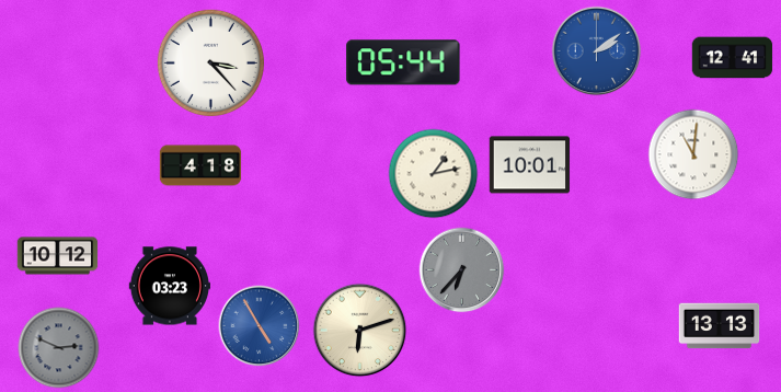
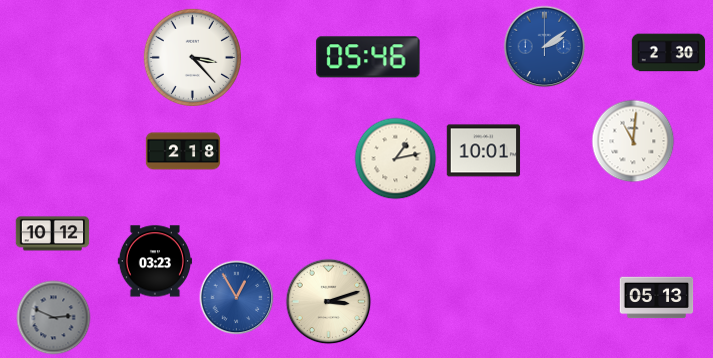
clock at (733, 58): 12:41 -> 2:30
clock at (403, 62): 05:44 -> 05:46
clock at (200, 165): 4:18 -> 2:18
clock at (462, 270): 6:37 -> none
clock at (260, 326): 4:55 -> 12:55
clock at (720, 326): 13:13 -> 05:13
clock at (360, 331): 6:12 -> 3:12
